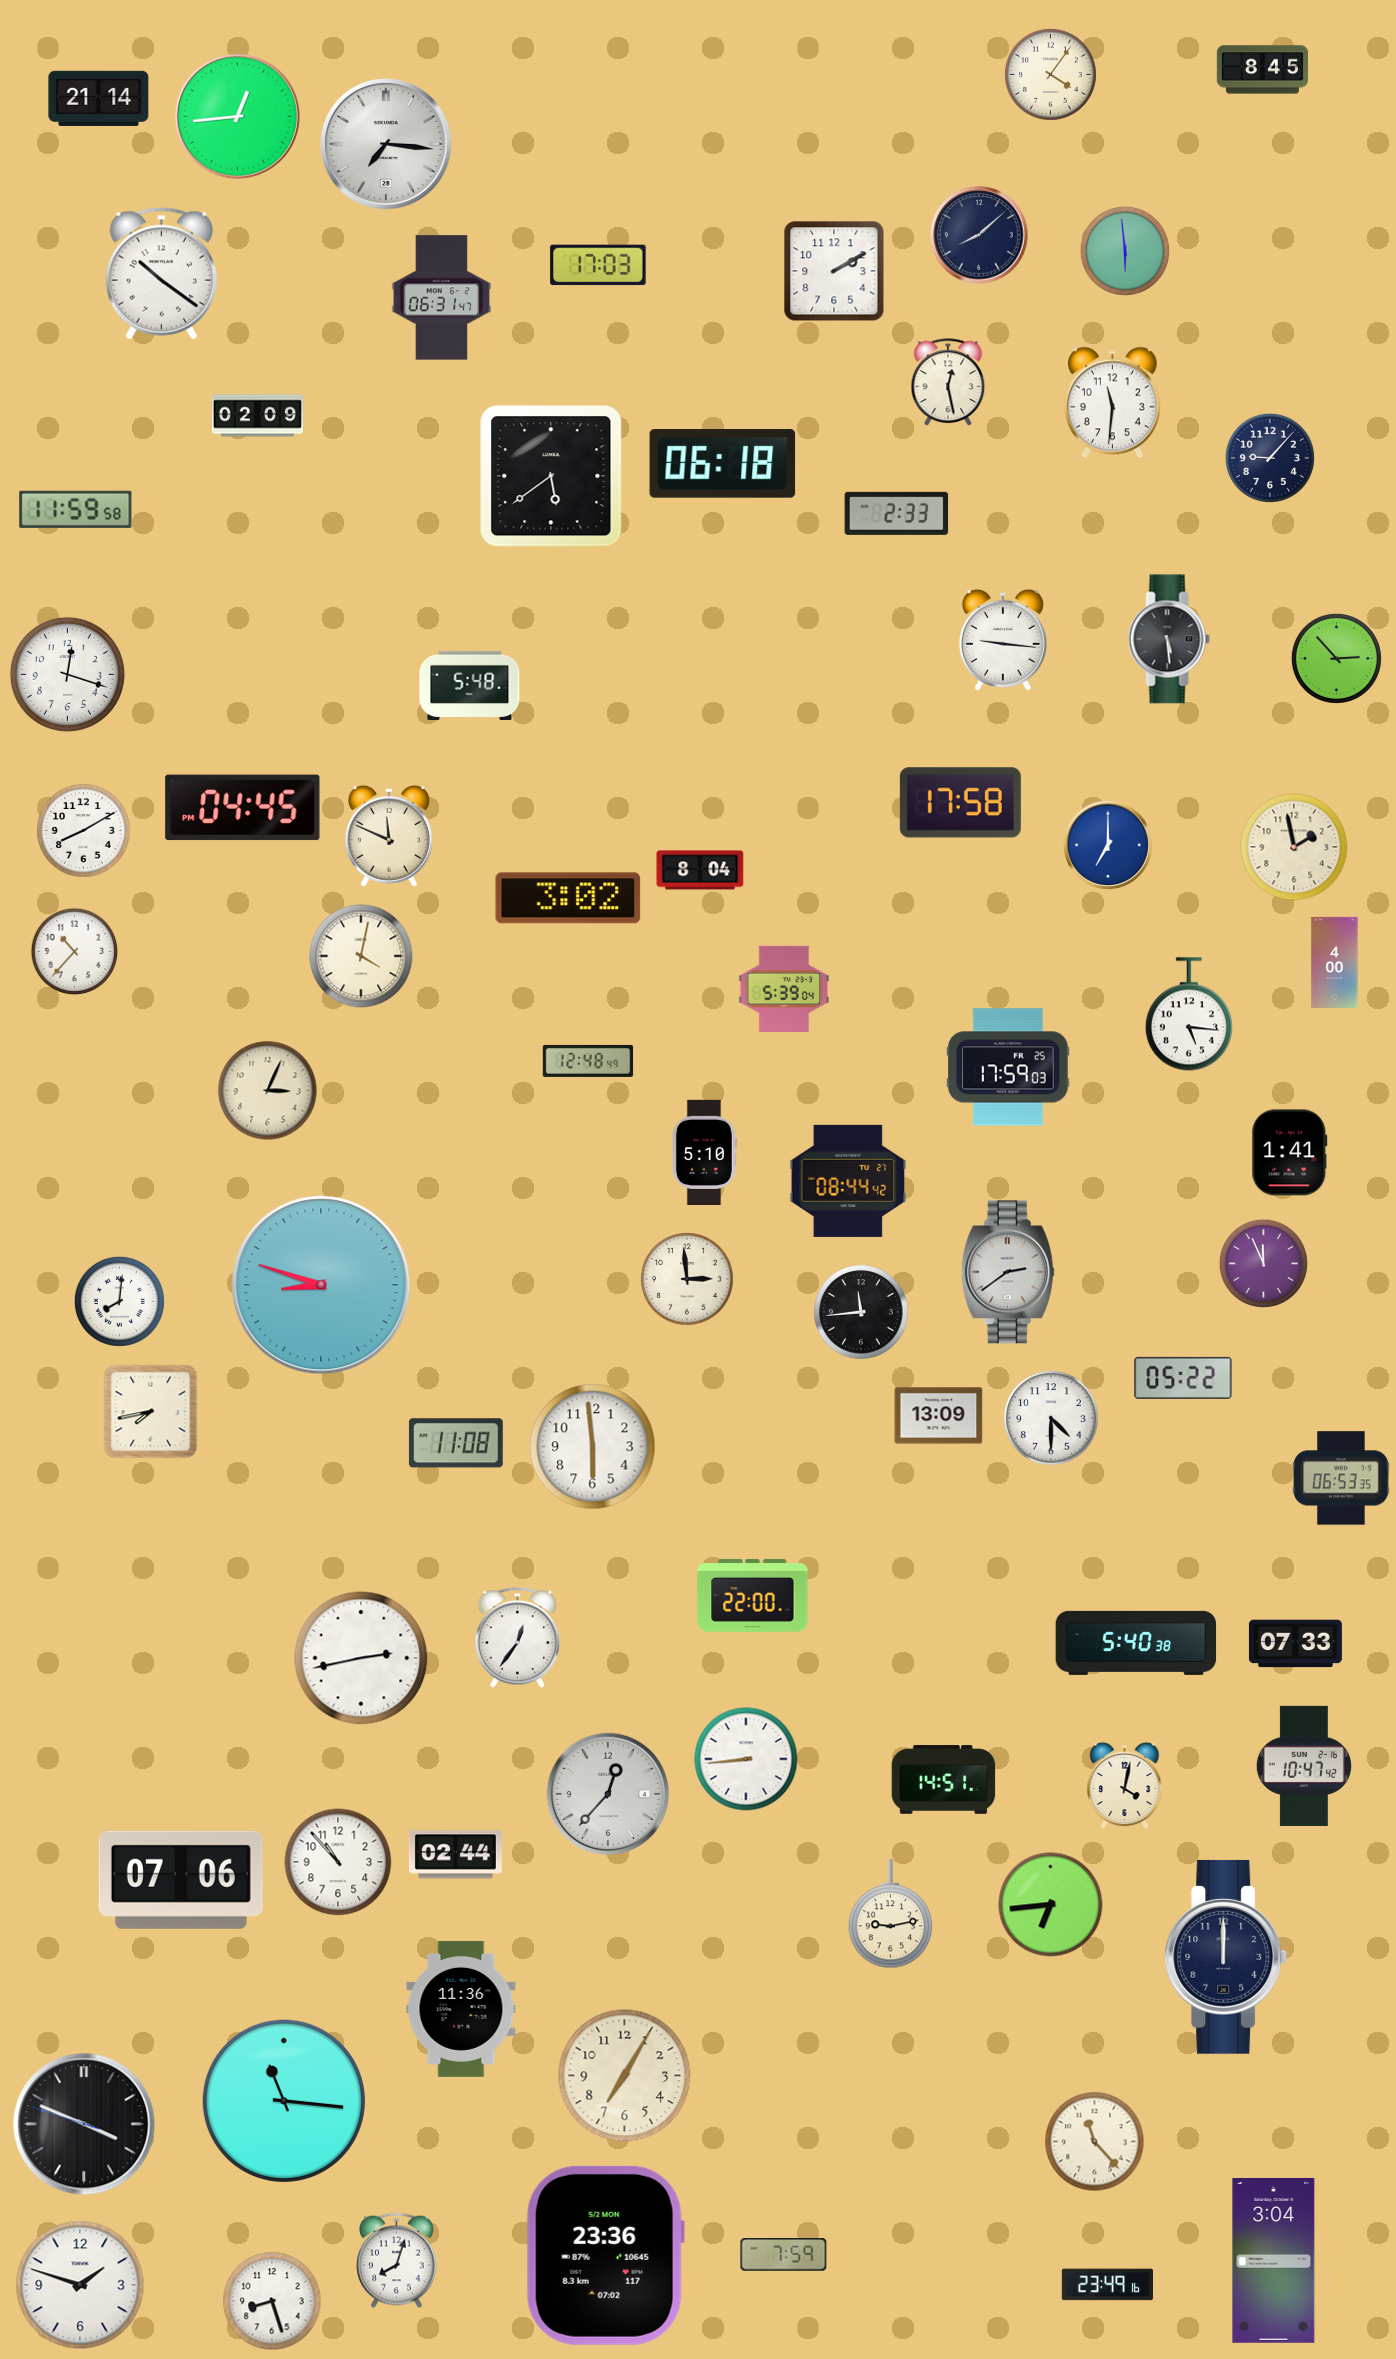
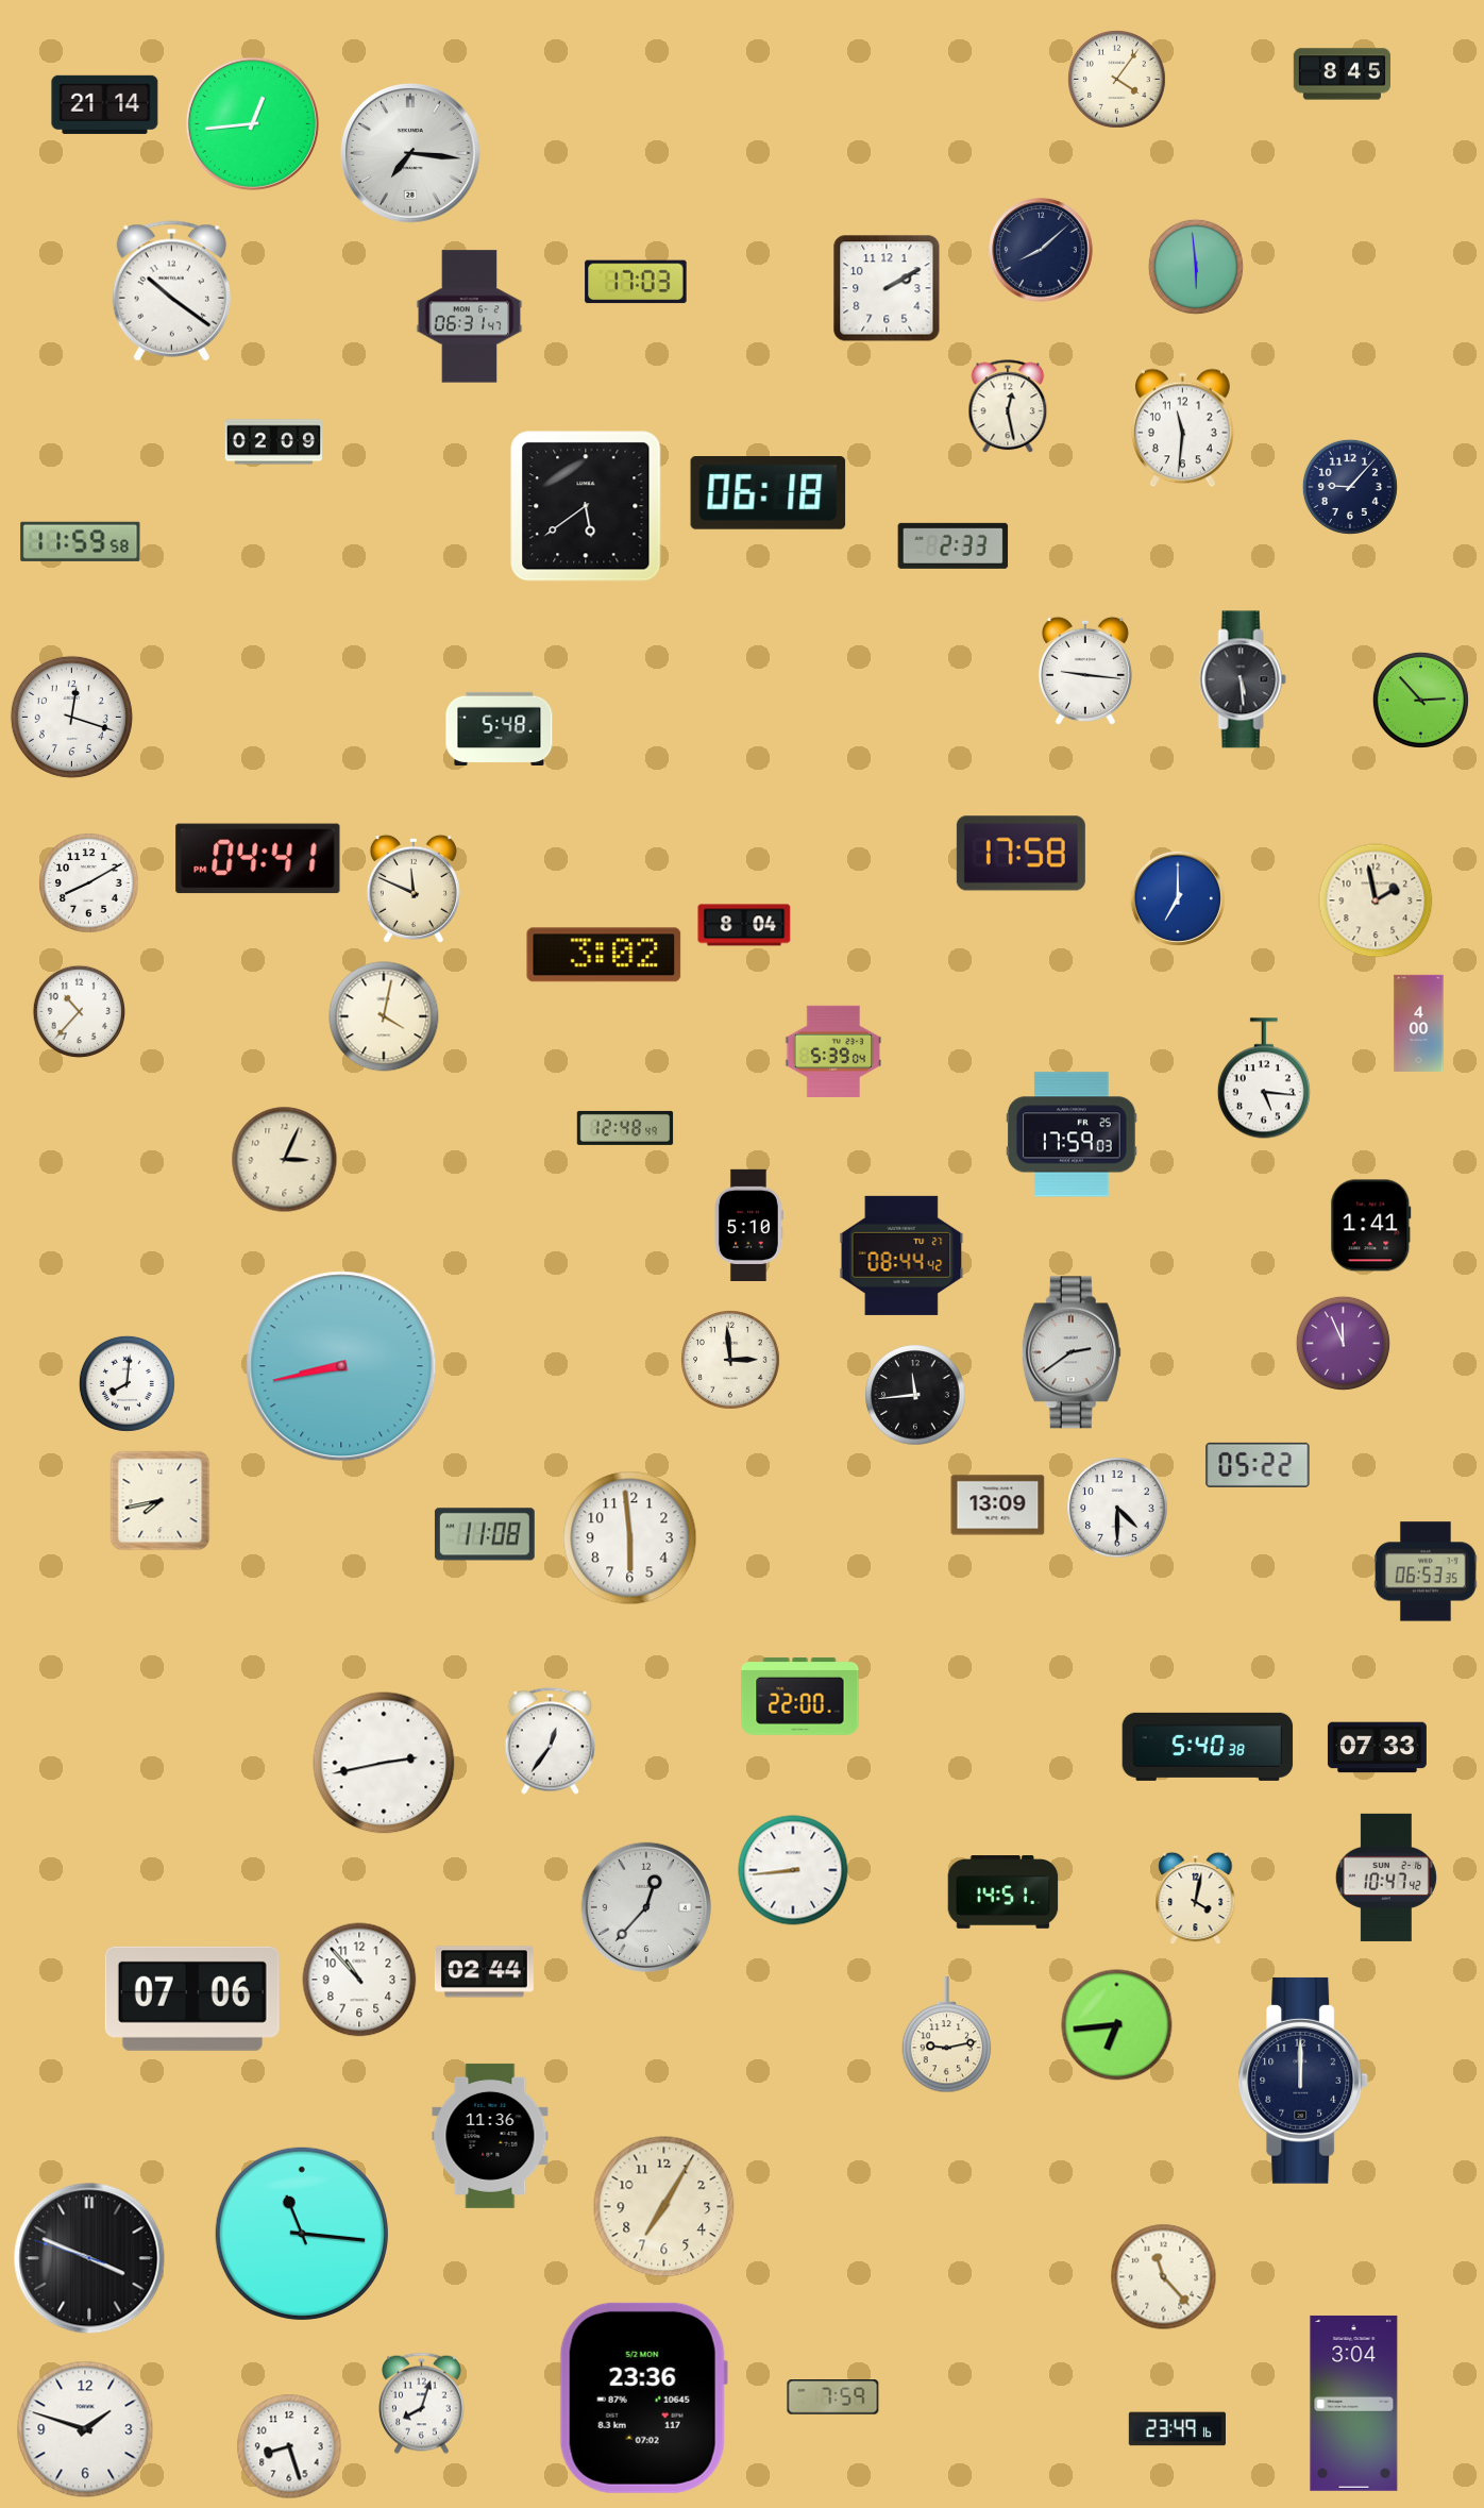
clock at (1003, 640) position: (1003, 640) -> (1085, 671)
clock at (243, 808): 04:45 -> 04:41
clock at (321, 1285): 8:48 -> 8:43
